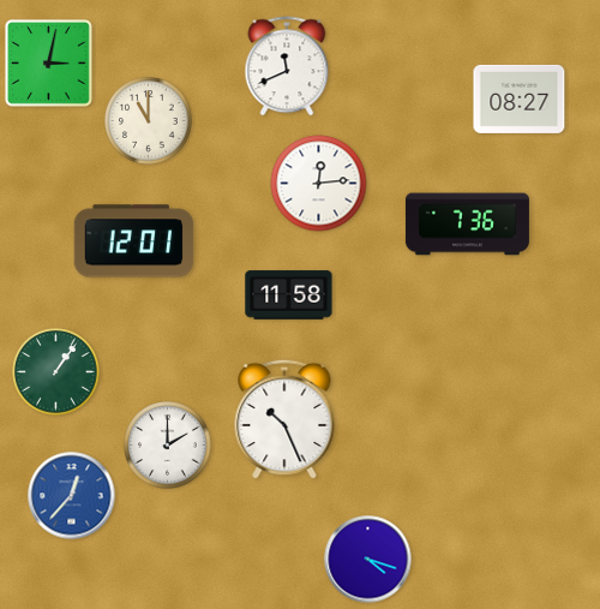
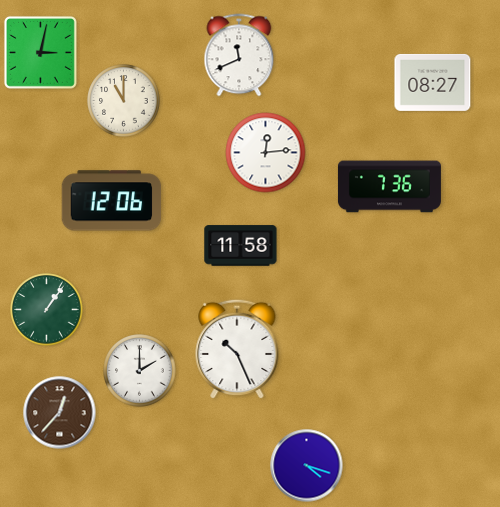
clock at (134, 241): 12:01 -> 12:06
clock at (72, 496) dial: blue -> brown
